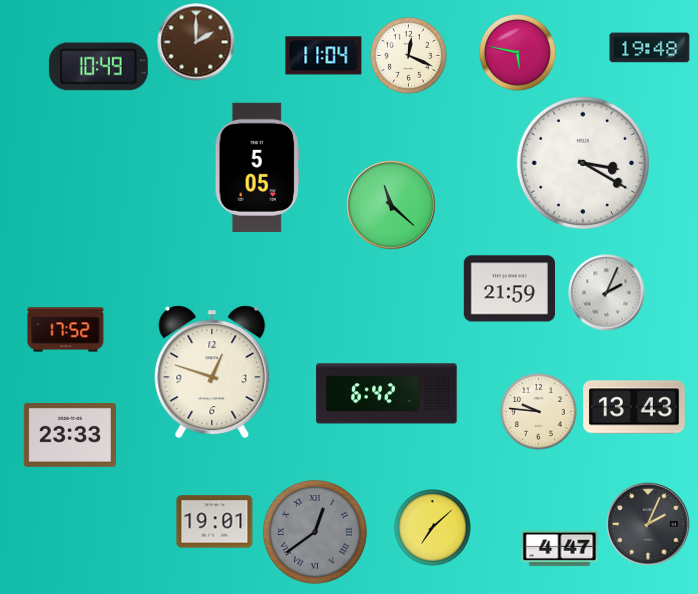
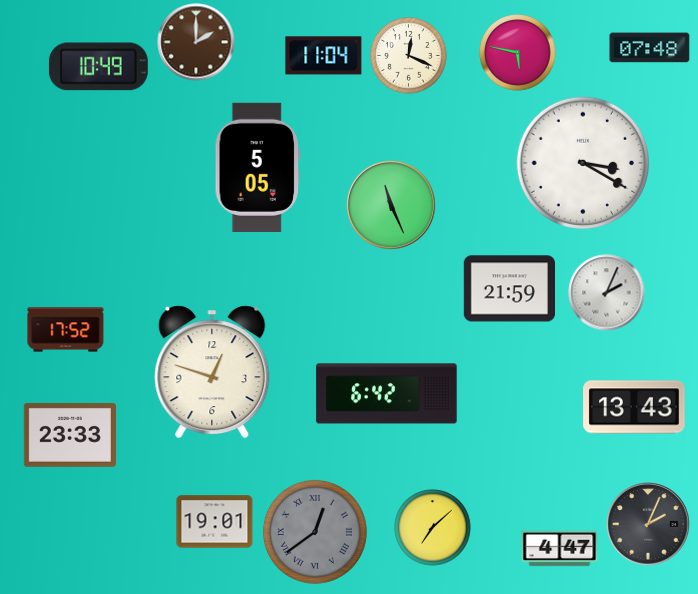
clock at (650, 48): 19:48 -> 07:48
clock at (391, 205): 11:22 -> 11:26
clock at (539, 412): 9:46 -> none
